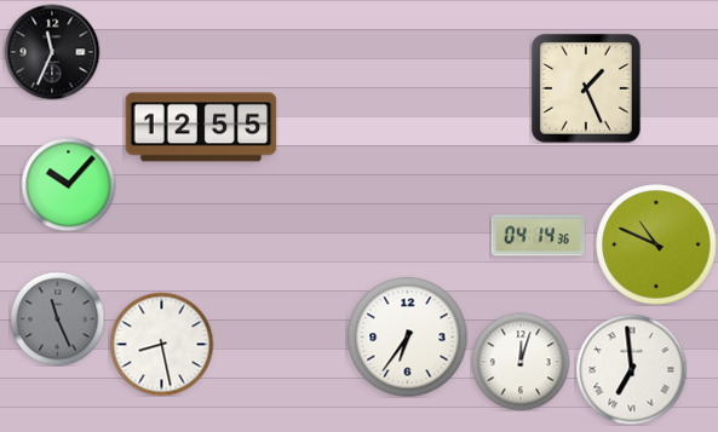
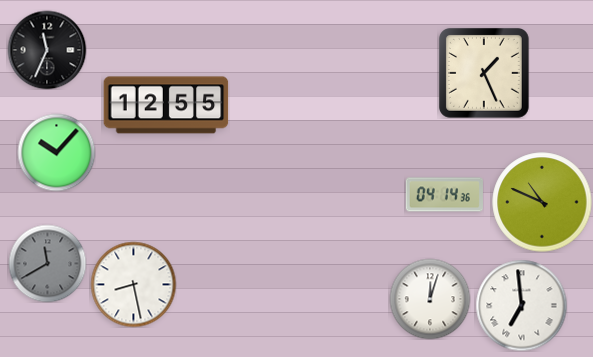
clock at (52, 52) position: (52, 52) -> (47, 50)
clock at (57, 318): 11:26 -> 11:40
clock at (408, 338): 6:36 -> none
